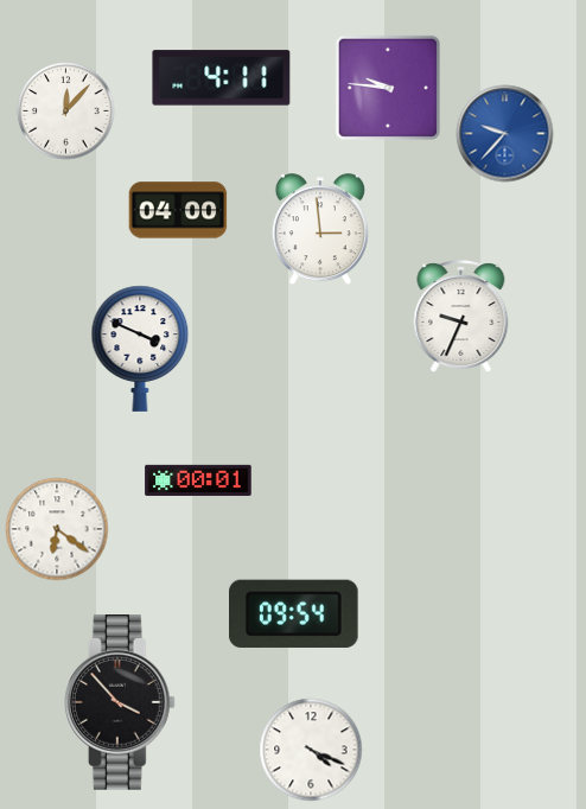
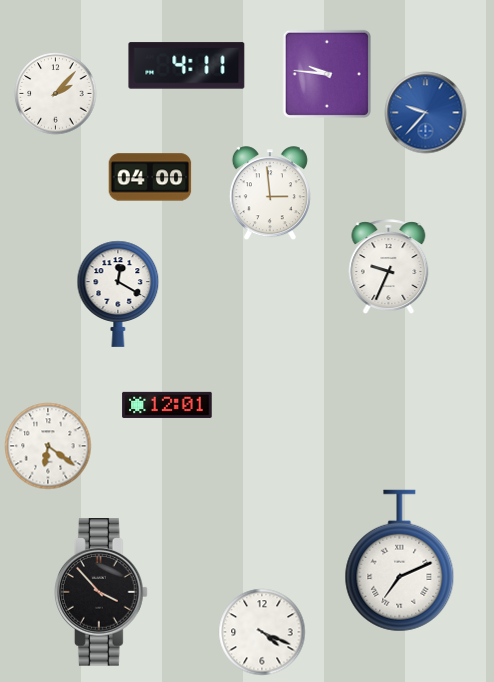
clock at (66, 112): 12:07 -> 2:07
clock at (140, 349): 3:49 -> 12:20
clock at (198, 480): 00:01 -> 12:01
clock at (294, 613): 09:54 -> none
clock at (400, 561): none -> 7:11
